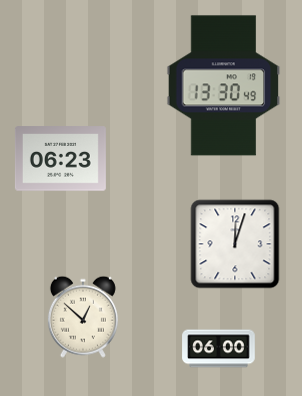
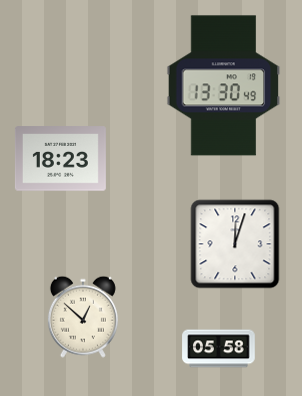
clock at (60, 159): 06:23 -> 18:23
clock at (219, 349): 06:00 -> 05:58
